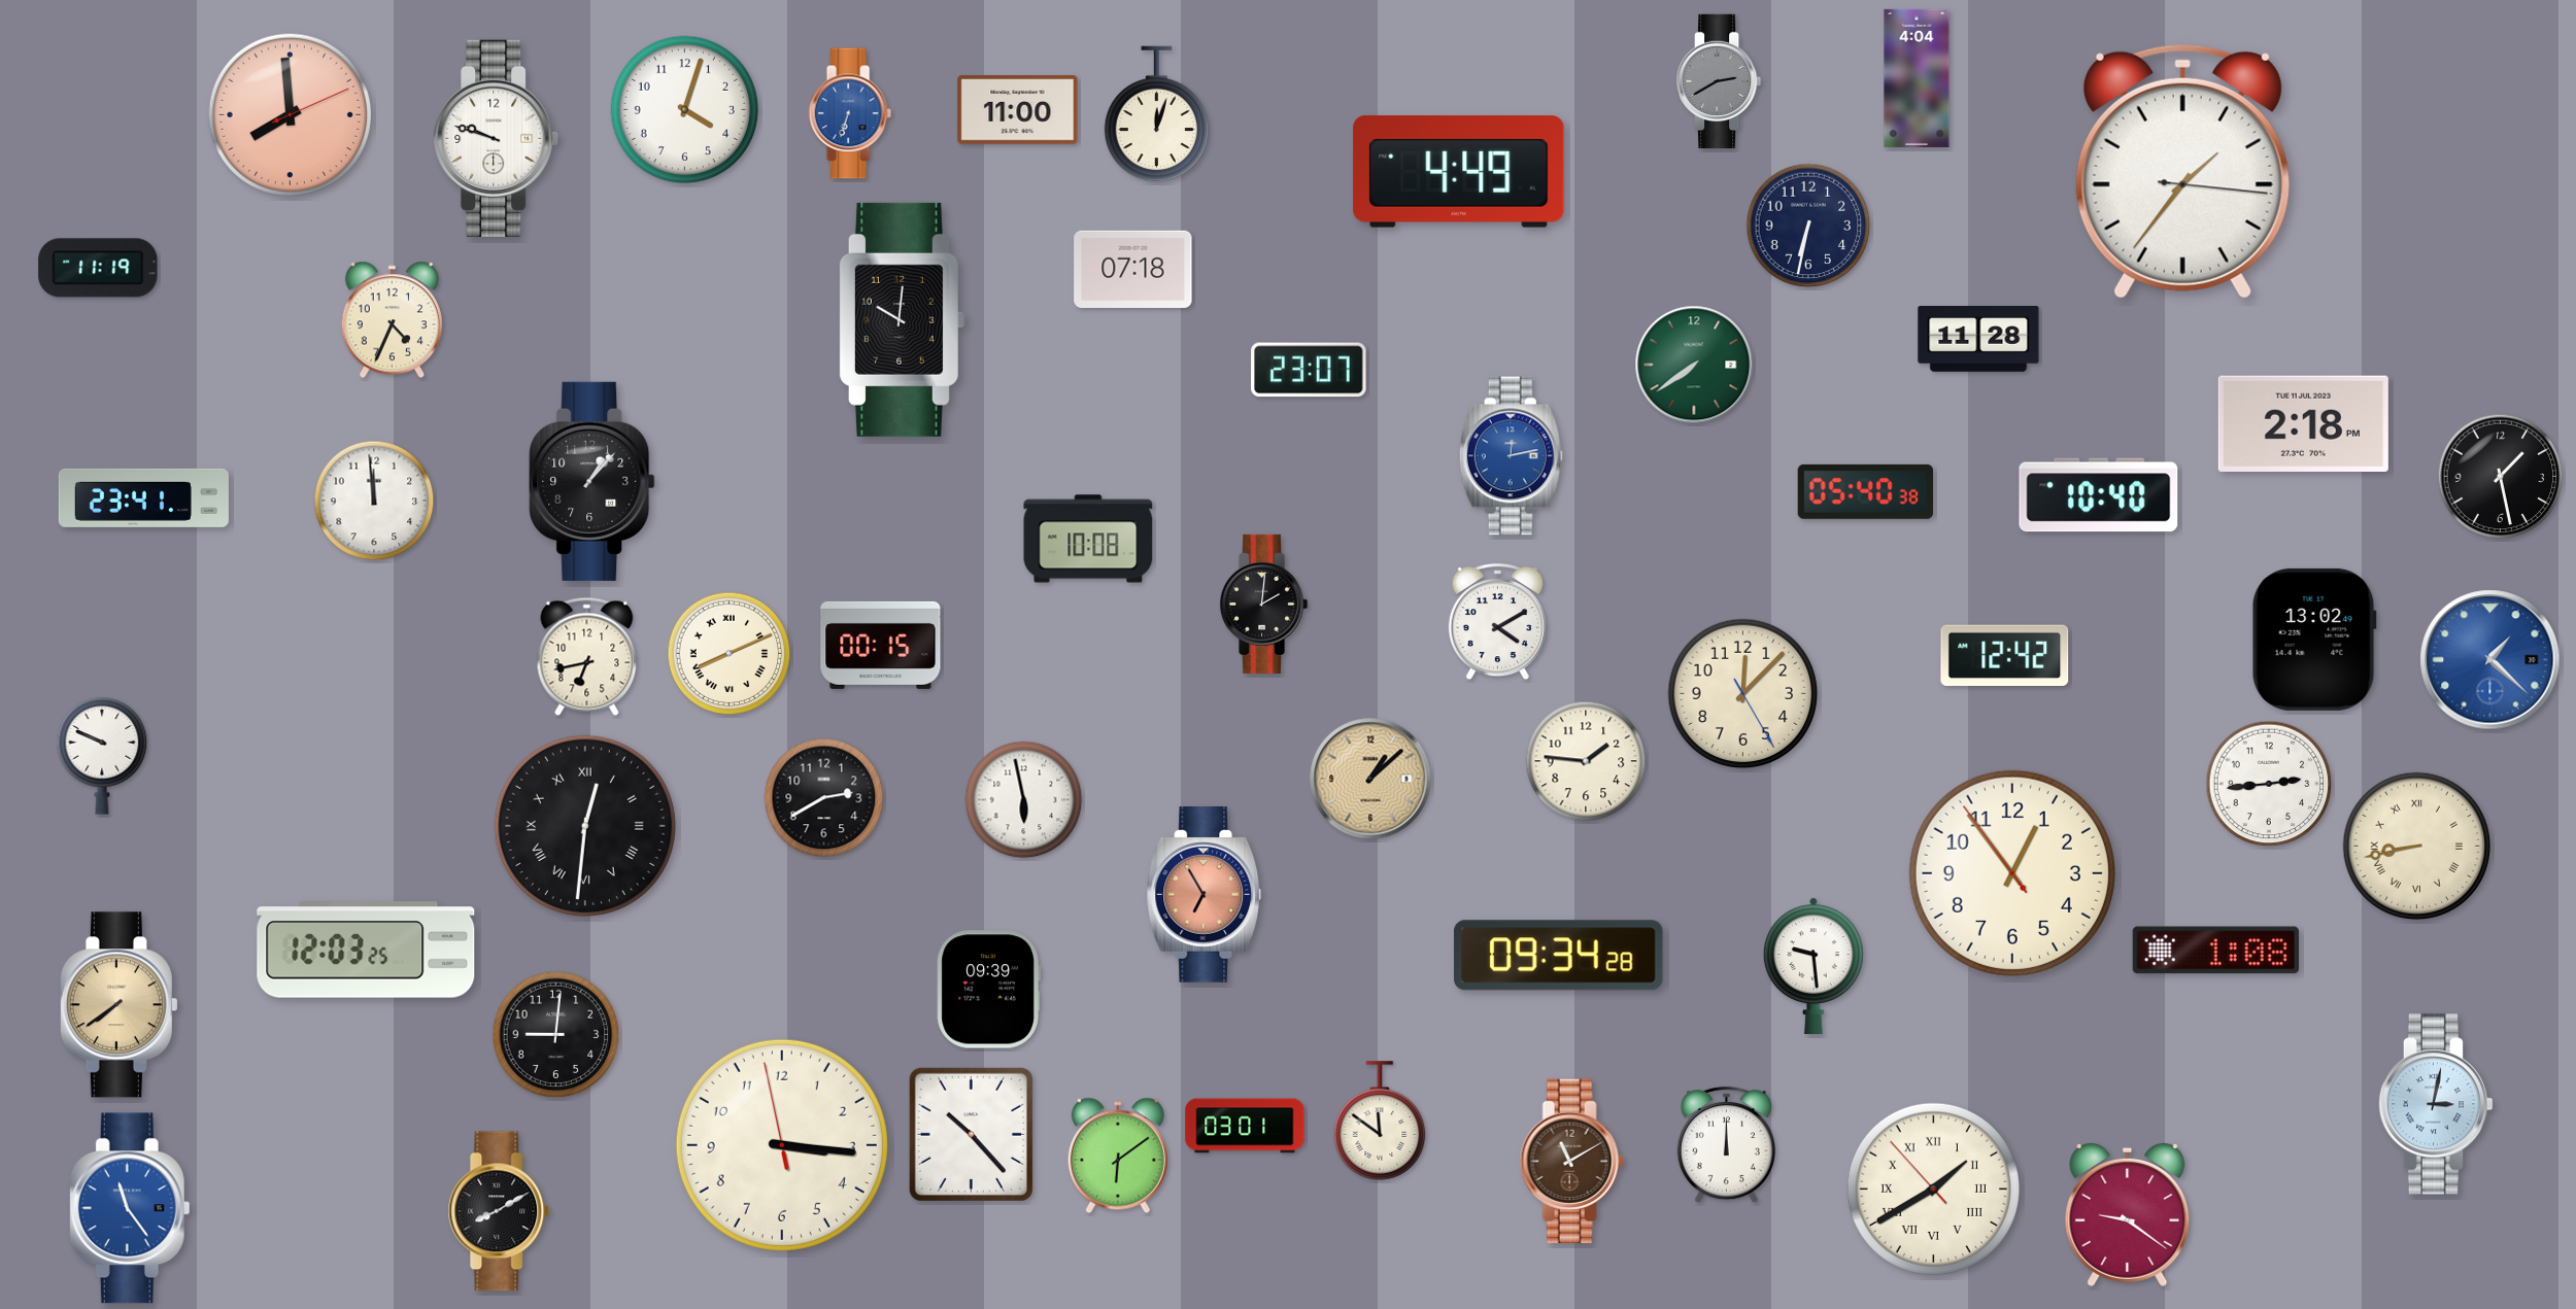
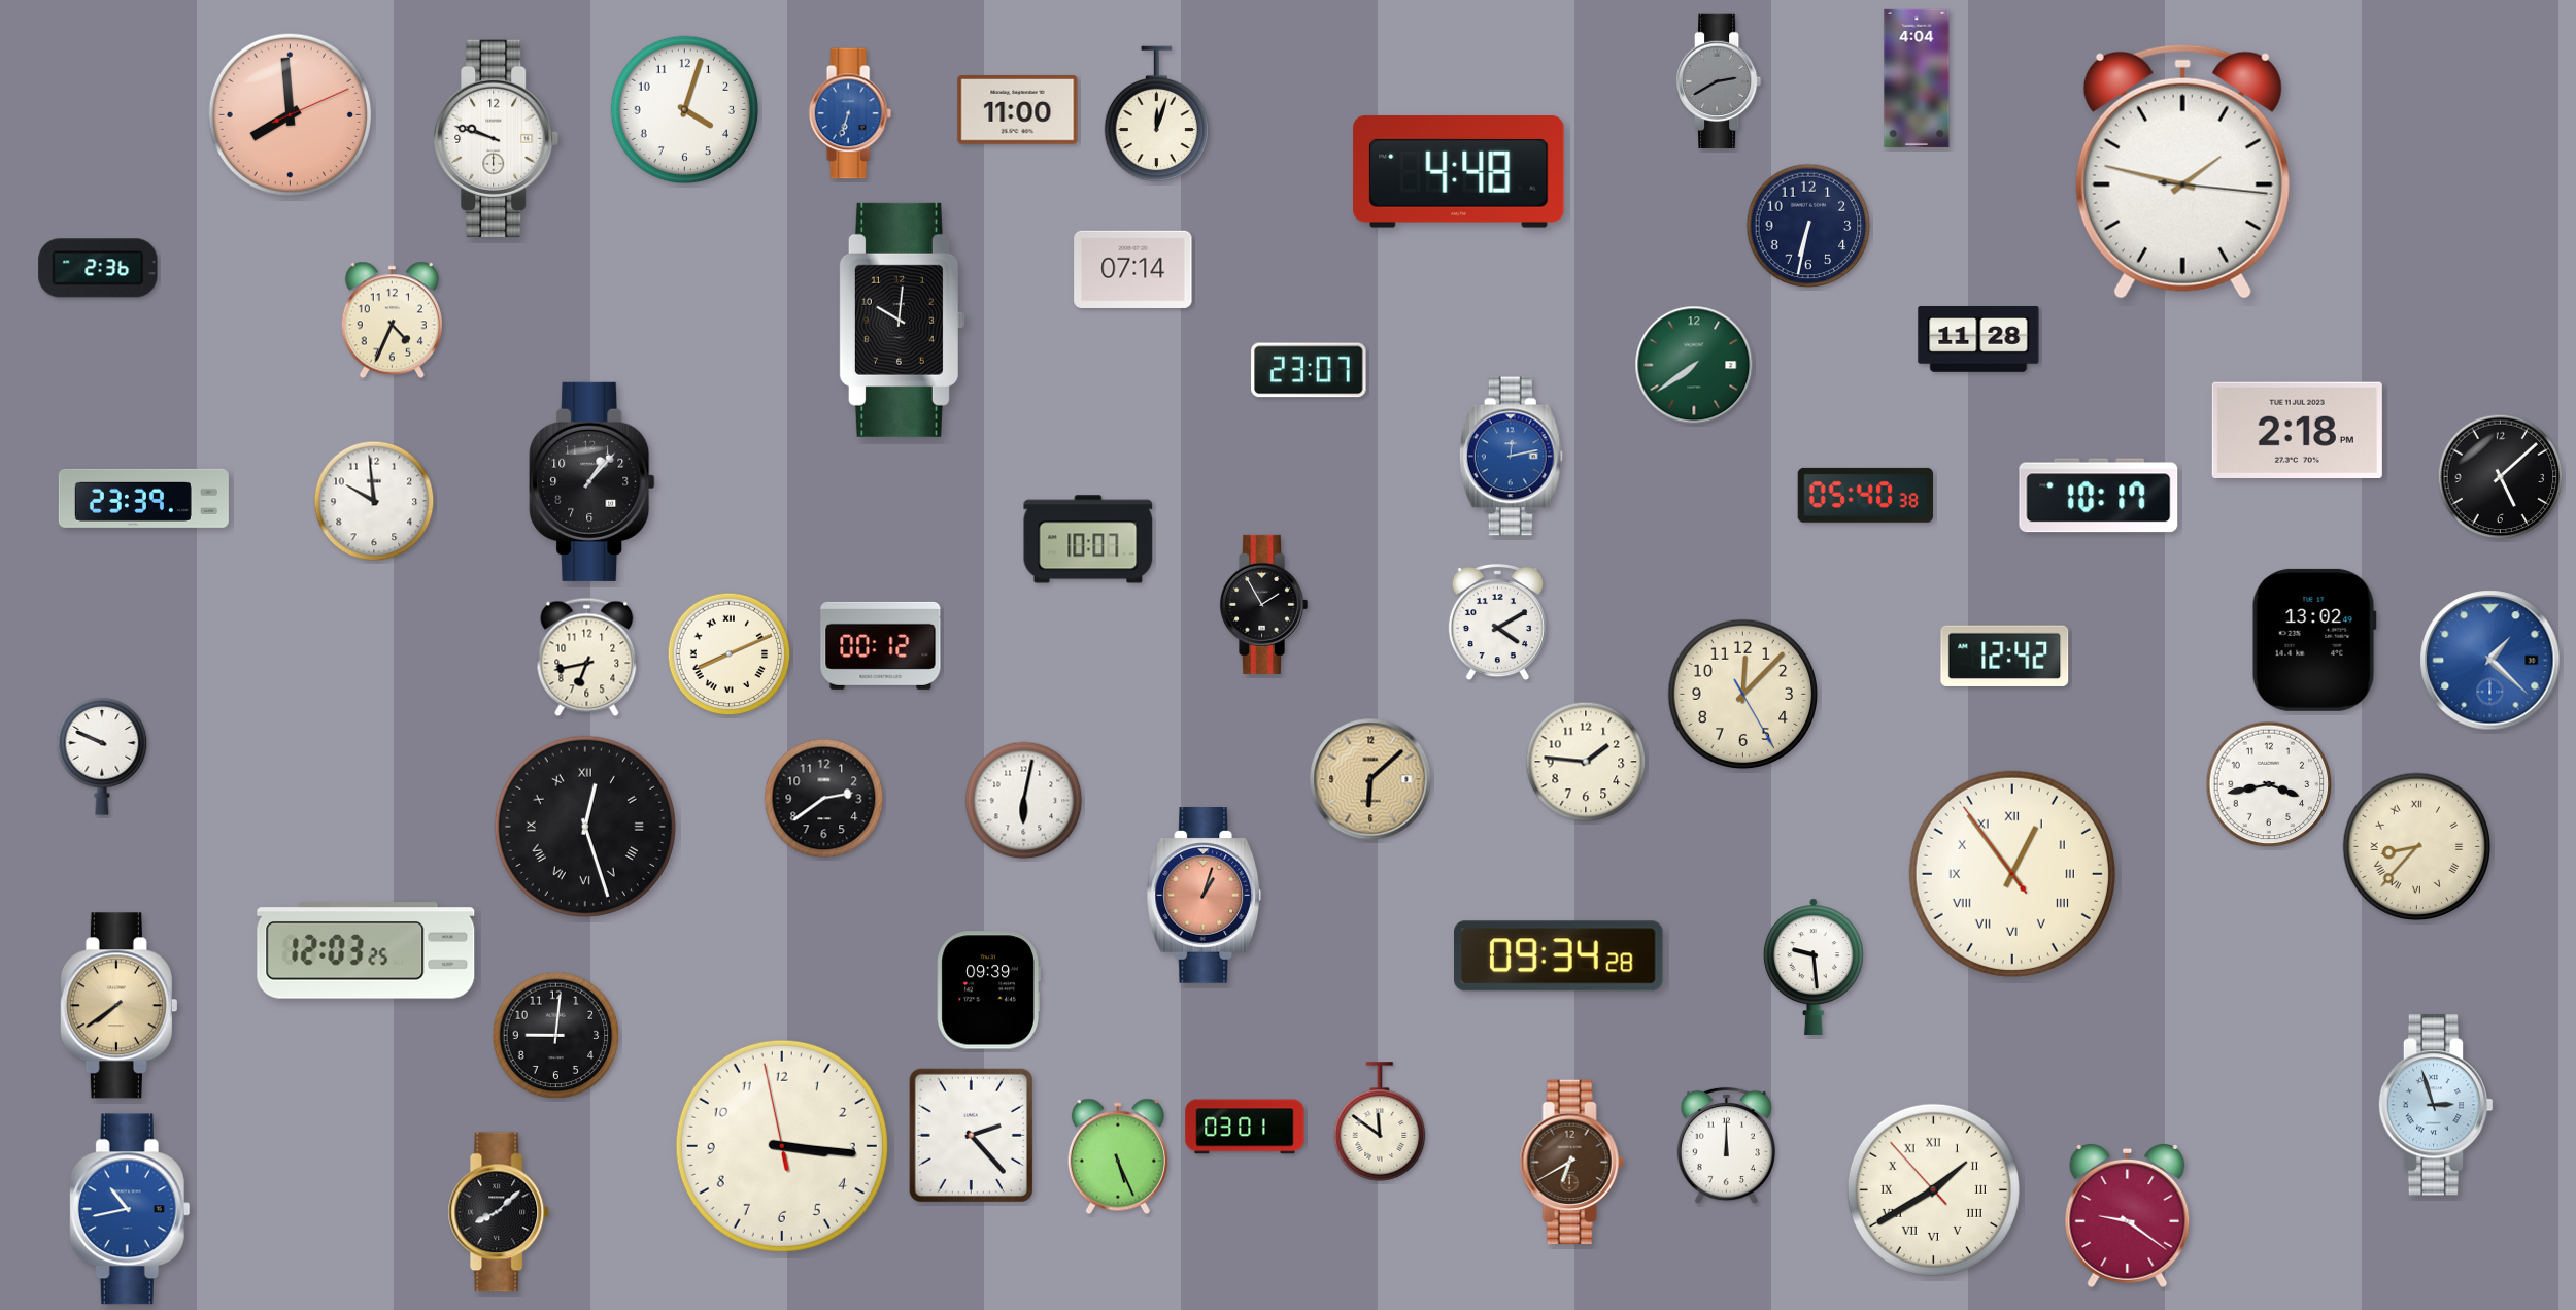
clock at (2182, 171): 1:36 -> 1:47
clock at (1459, 172): 4:49 -> 4:48
clock at (98, 268): 11:19 -> 2:36
clock at (1133, 269): 07:18 -> 07:14
clock at (2303, 423) position: (2303, 423) -> (2297, 430)
clock at (2501, 477): 1:28 -> 5:08
clock at (1865, 491) position: (1865, 491) -> (1865, 495)
clock at (2099, 495): 10:40 -> 10:17
clock at (143, 497): 23:41 -> 23:39
clock at (374, 501): 11:59 -> 9:59
clock at (1088, 539): 10:08 -> 10:07
clock at (1264, 604): 2:01 -> 1:55
clock at (881, 645): 00:15 -> 00:12
clock at (1370, 779): 1:08 -> 6:08
clock at (2269, 784): 2:44 -> 3:43
clock at (824, 798): 2:40 -> 2:39
clock at (1024, 800): 5:58 -> 6:02
clock at (585, 826): 12:31 -> 12:27
clock at (2417, 847): 8:43 -> 8:37
clock at (2012, 873) numerals: Arabic -> Roman
clock at (1205, 895): 6:55 -> 1:03
clock at (2215, 951): 1:08 -> none
clock at (2436, 1104): 3:02 -> 2:57
clock at (971, 1134): 10:23 -> 2:23
clock at (1118, 1156): 6:09 -> 5:26
clock at (1571, 1162): 11:10 -> 6:40
clock at (130, 1208): 11:24 -> 10:43
clock at (499, 1211): 8:10 -> 8:08
